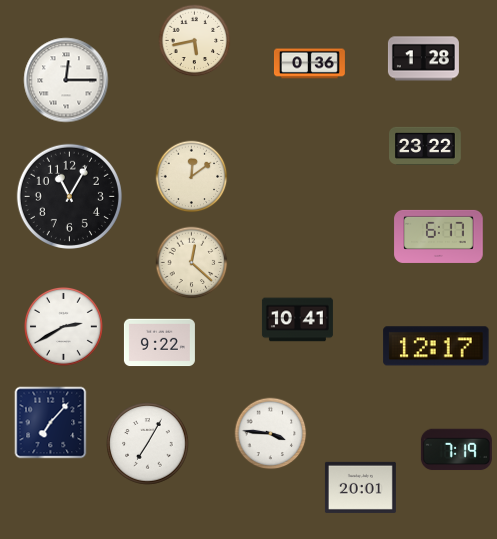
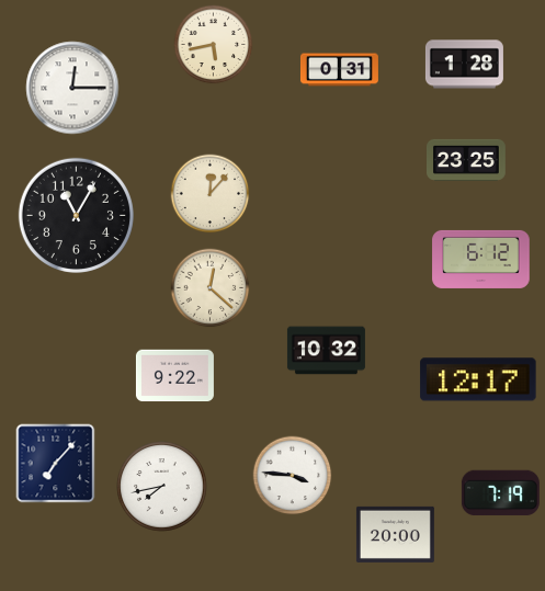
clock at (309, 64): 0:36 -> 0:31
clock at (426, 146): 23:22 -> 23:25
clock at (192, 177): 12:09 -> 12:07
clock at (439, 236): 6:17 -> 6:12
clock at (297, 320): 10:41 -> 10:32
clock at (63, 326): 2:40 -> none
clock at (271, 434) position: (271, 434) -> (293, 476)
clock at (148, 444): 7:05 -> 7:43
clock at (360, 487): 20:01 -> 20:00
